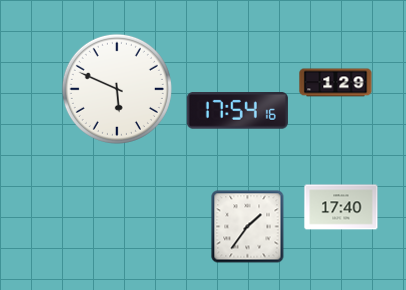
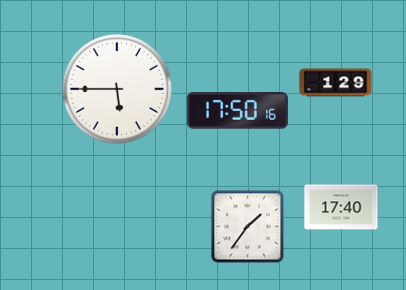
clock at (117, 89): 5:49 -> 5:45
clock at (237, 111): 17:54 -> 17:50
